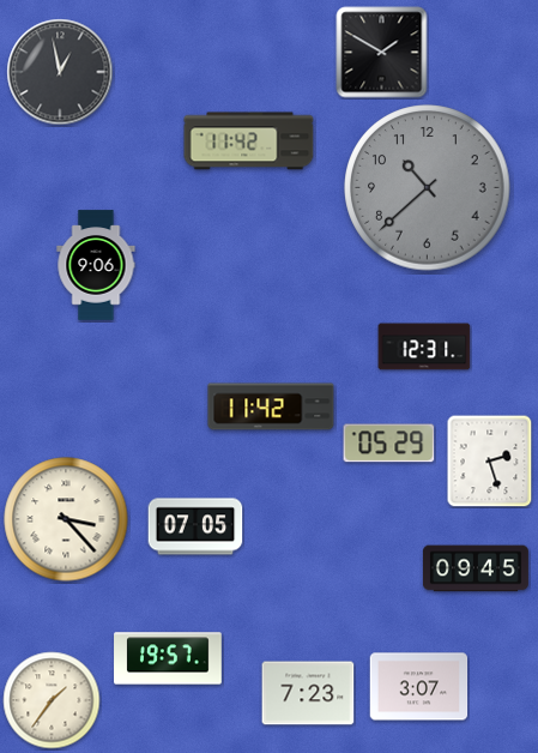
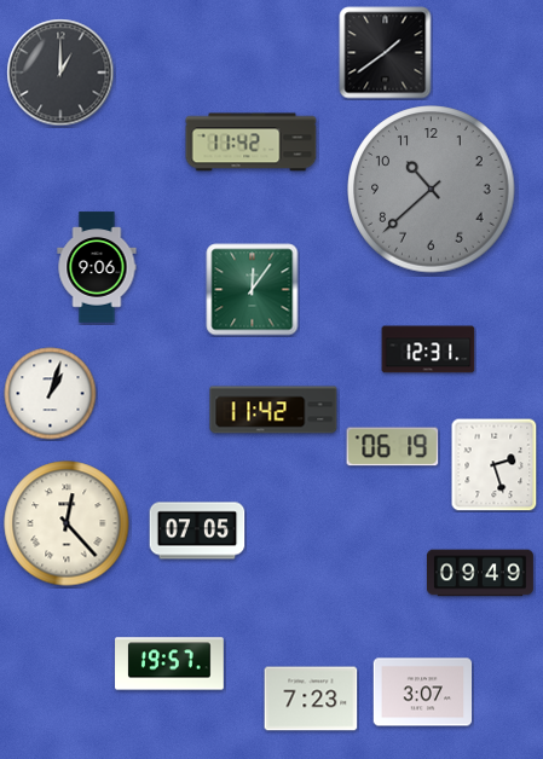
clock at (382, 53): 1:50 -> 1:39
clock at (60, 72): 12:58 -> 1:00
clock at (253, 290): none -> 12:06
clock at (51, 394): none -> 1:03
clock at (389, 444): 05:29 -> 06:19
clock at (66, 519): 3:23 -> 12:23
clock at (476, 568): 09:45 -> 09:49
clock at (52, 700): 1:36 -> none
